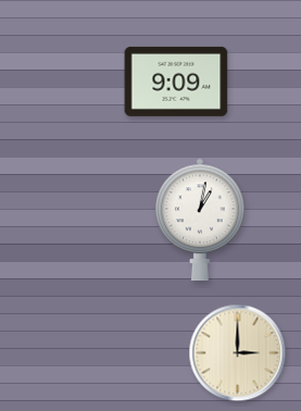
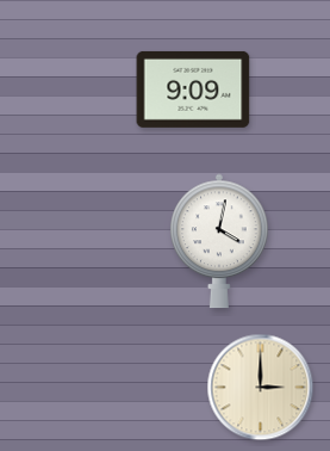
clock at (200, 220): 1:02 -> 4:02
